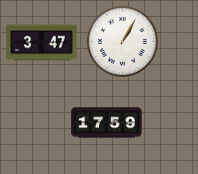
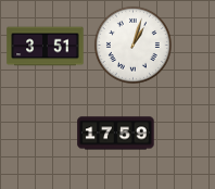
clock at (122, 41): 1:05 -> 1:03
clock at (42, 43): 3:47 -> 3:51
